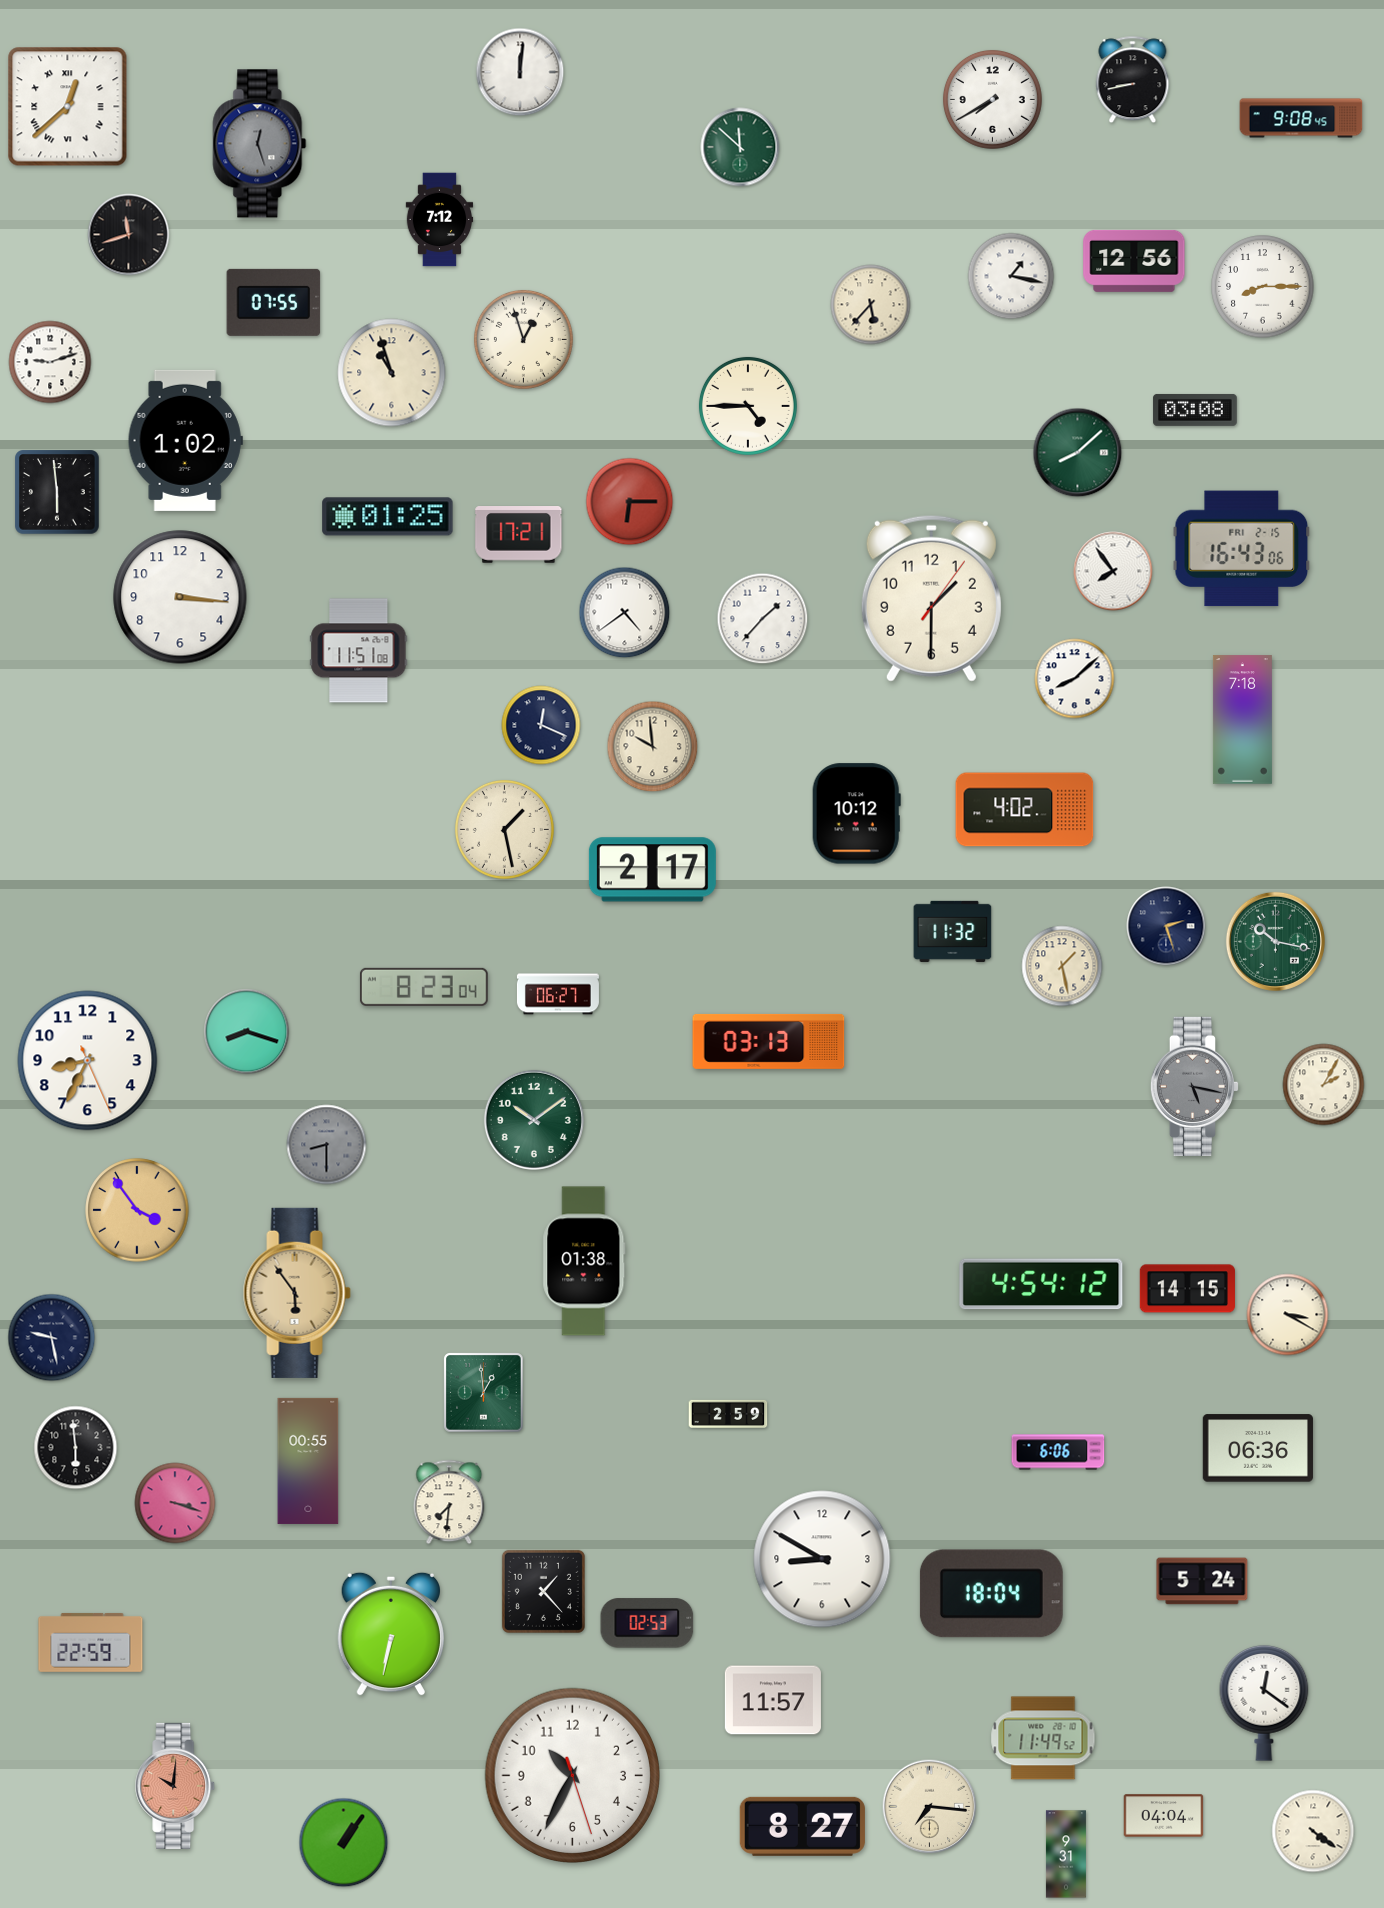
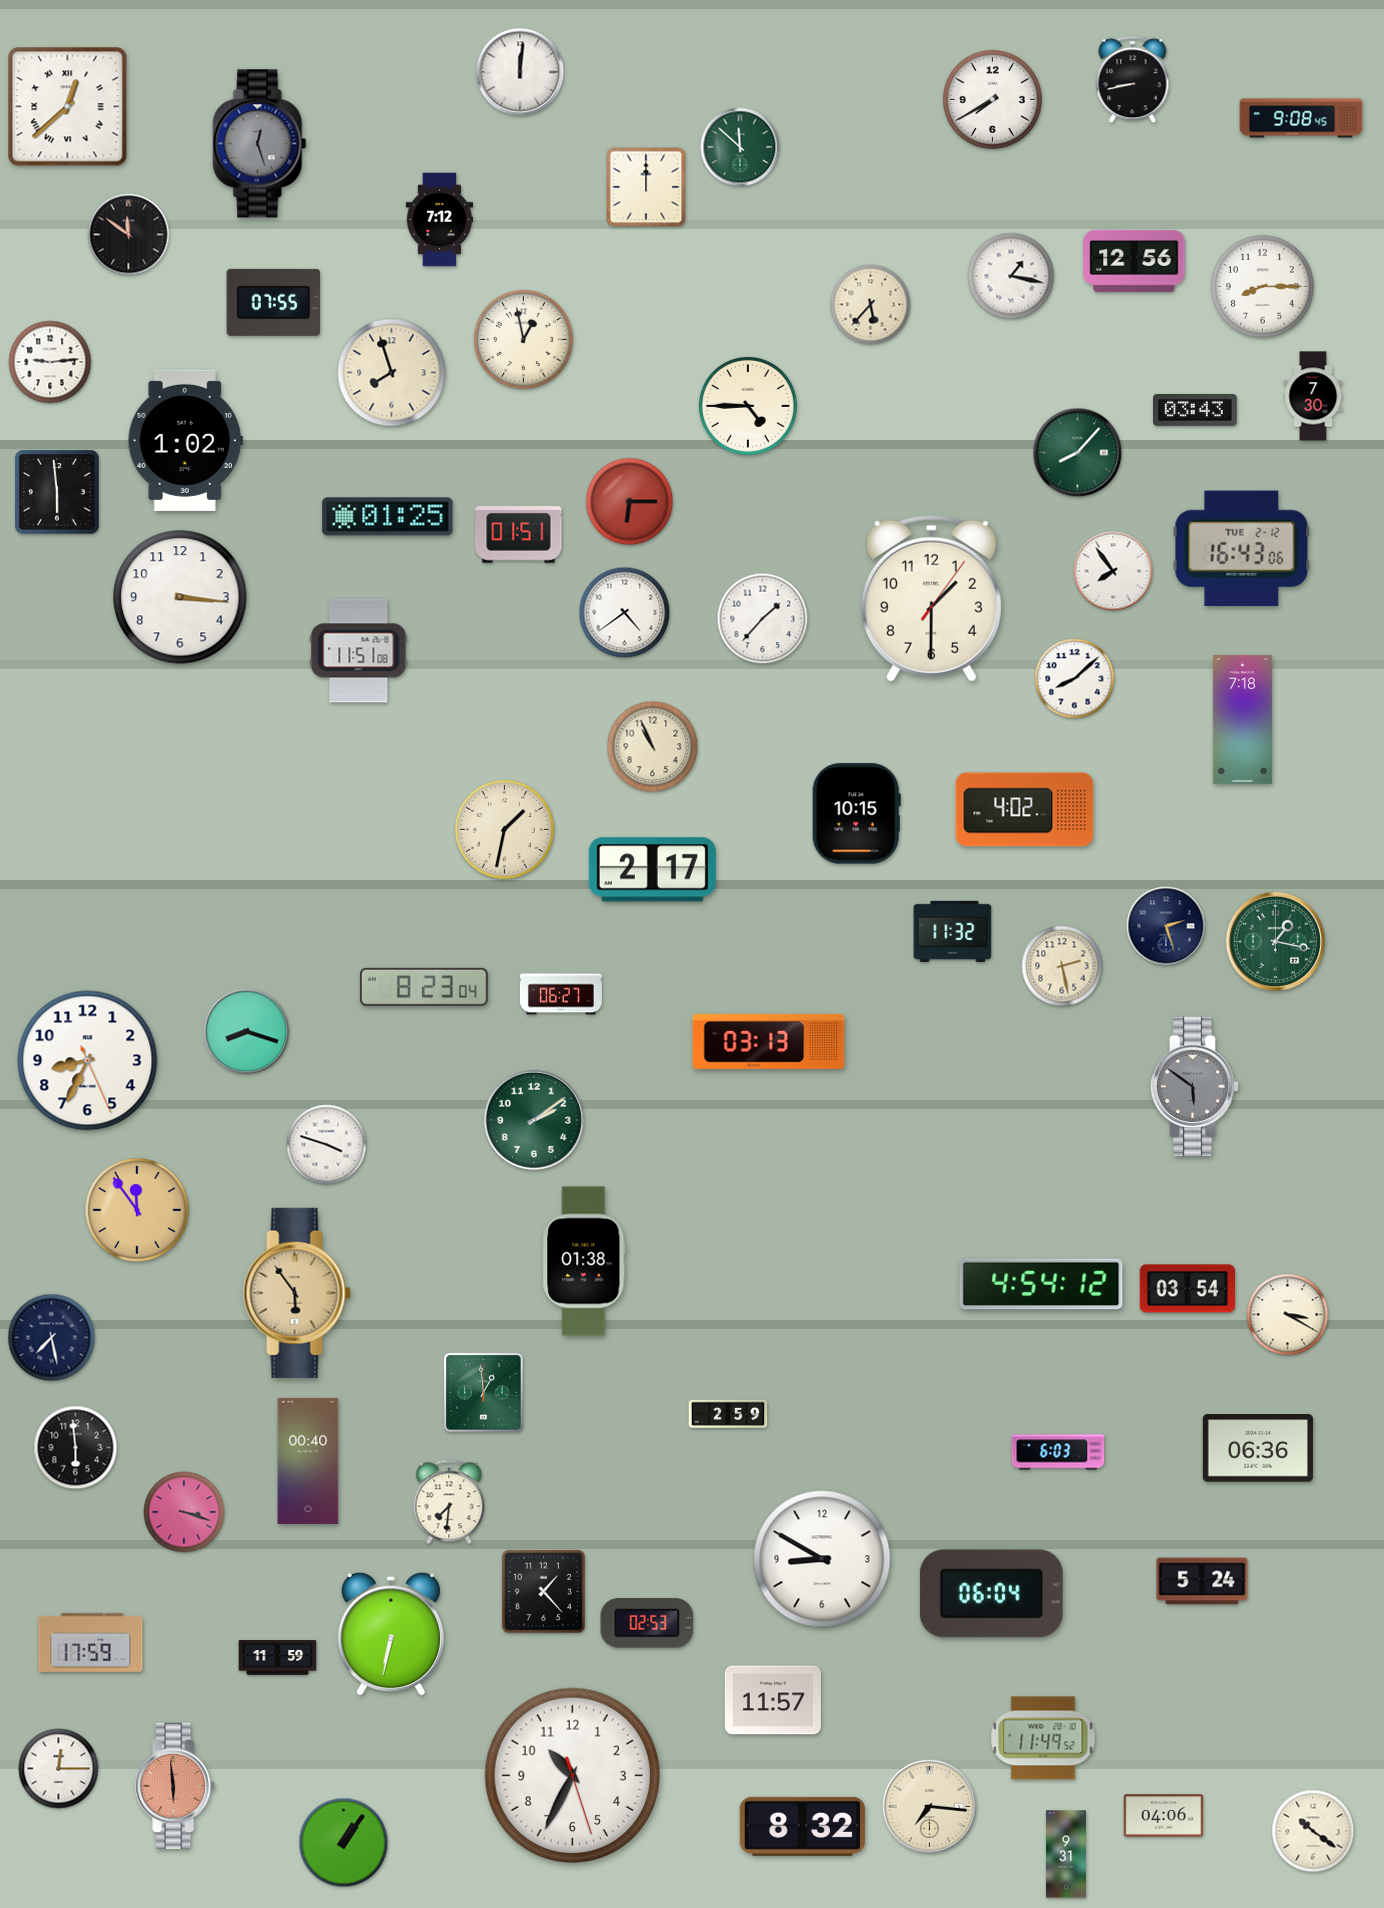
clock at (646, 187): none -> 12:00
clock at (129, 235): 11:42 -> 11:51
clock at (523, 339): 12:57 -> 12:58
clock at (50, 362): 9:12 -> 9:14
clock at (392, 373): 10:57 -> 7:57
clock at (1313, 396): none -> 7:30
clock at (1195, 410): 03:08 -> 03:43
clock at (1078, 453): 8:08 -> 8:07
clock at (519, 535): 17:21 -> 01:51
clock at (1242, 549) date: FRI 2-15 -> TUE 2-12
clock at (541, 725): 12:19 -> none
clock at (653, 747): 9:59 -> 10:56
clock at (856, 814): 10:12 -> 10:15
clock at (504, 829): 1:28 -> 1:32
clock at (1275, 941): 10:17 -> 1:17
clock at (1062, 966): 1:28 -> 2:28
clock at (558, 994) position: (558, 994) -> (561, 994)
clock at (1324, 1085): 2:05 -> none
clock at (1195, 1086): 5:17 -> 5:51
clock at (534, 1120): 10:09 -> 2:09
clock at (327, 1145): 8:30 -> 3:48
clock at (327, 1145) dial: grey -> white
clock at (137, 1210): 3:54 -> 11:54
clock at (1187, 1289): 14:15 -> 03:54
clock at (52, 1338): 9:28 -> 7:28
clock at (1058, 1452): 6:06 -> 6:03
clock at (308, 1461): 00:55 -> 00:40
clock at (175, 1503) position: (175, 1503) -> (184, 1512)
clock at (991, 1594): 18:04 -> 06:04
clock at (91, 1642): 22:59 -> 17:59
clock at (278, 1658): none -> 11:59
clock at (1264, 1703): 12:21 -> none
clock at (59, 1769): none -> 12:15
clock at (176, 1786): 10:01 -> 5:59
clock at (1164, 1816): 04:04 -> 04:06
clock at (802, 1826): 8:27 -> 8:32
clock at (1313, 1831): 4:21 -> 10:21
